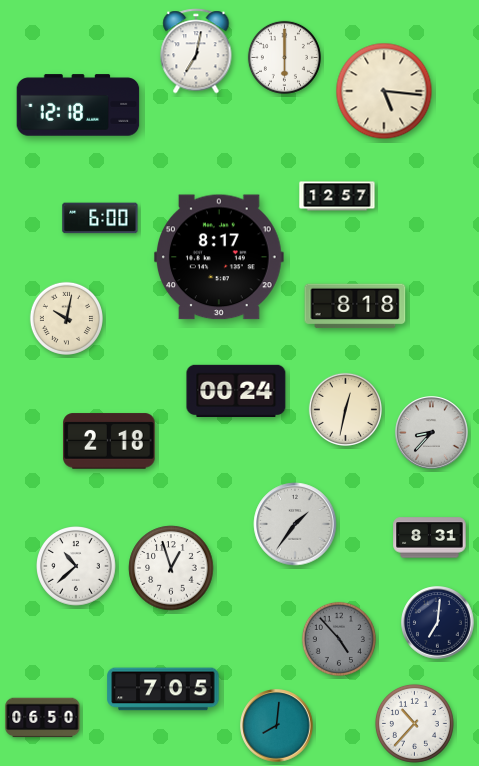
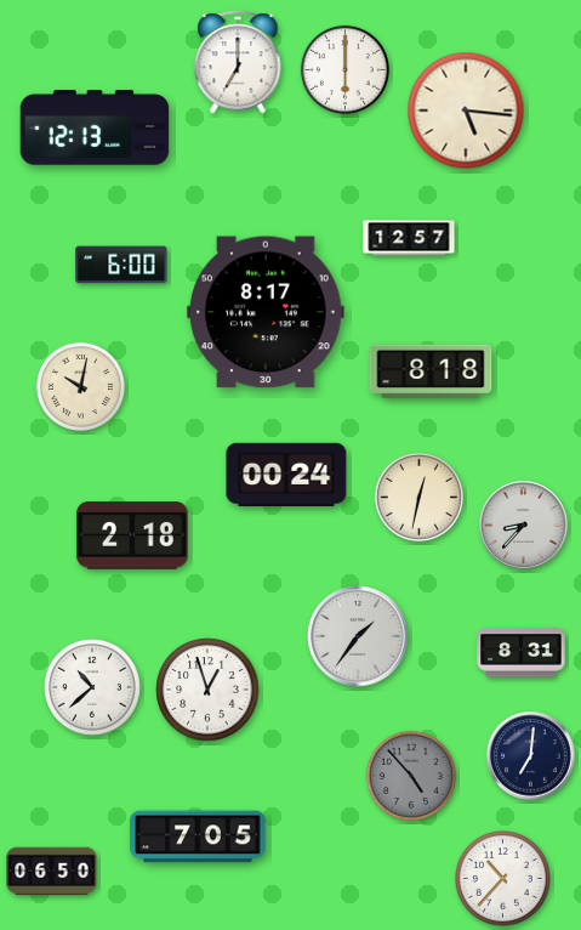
clock at (196, 51): 7:02 -> 7:00
clock at (78, 105): 12:18 -> 12:13
clock at (277, 726): 8:01 -> none
